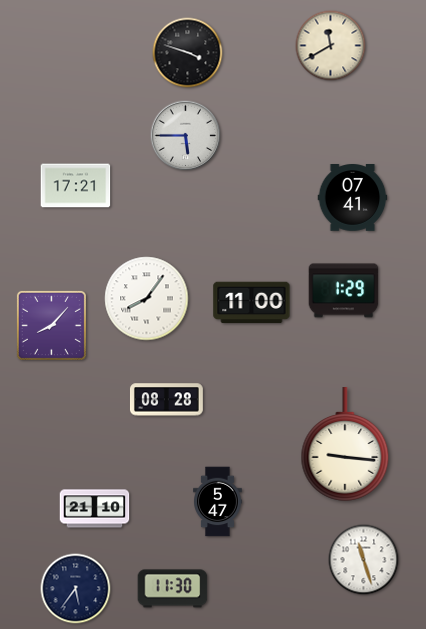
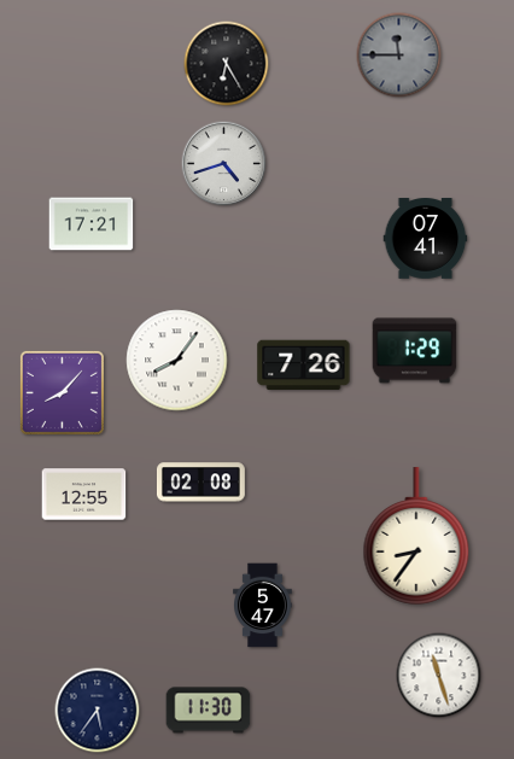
clock at (331, 46): 11:40 -> 11:45
clock at (331, 46) dial: cream -> grey
clock at (188, 53): 3:48 -> 6:25
clock at (186, 136): 5:45 -> 4:42
clock at (252, 303): 11:00 -> 7:26
clock at (166, 400): 08:28 -> 02:08
clock at (84, 495): none -> 12:55
clock at (345, 444): 9:16 -> 8:36
clock at (95, 509): 21:10 -> none
clock at (76, 589) position: (76, 589) -> (98, 711)
